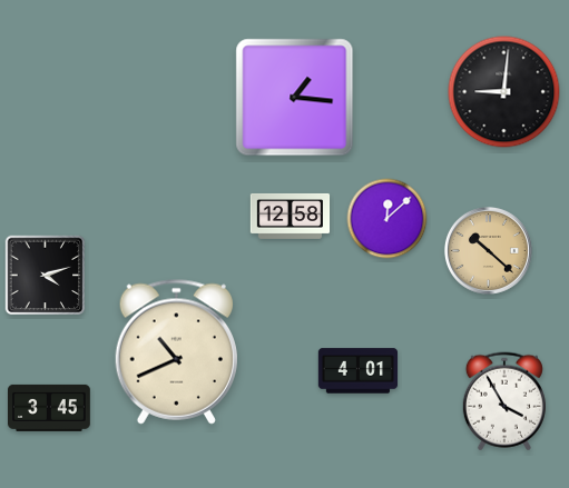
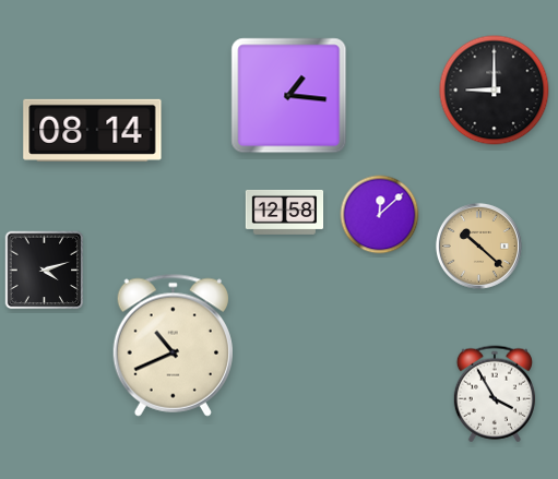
clock at (504, 92): 9:01 -> 9:00
clock at (93, 130): none -> 08:14
clock at (359, 371): 4:01 -> none
clock at (50, 408): 3:45 -> none
